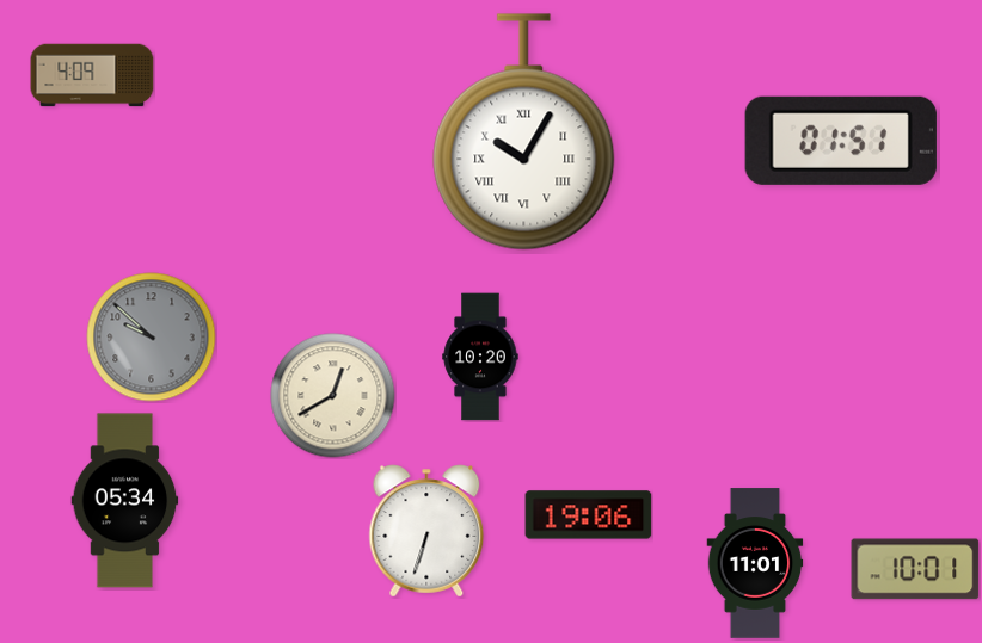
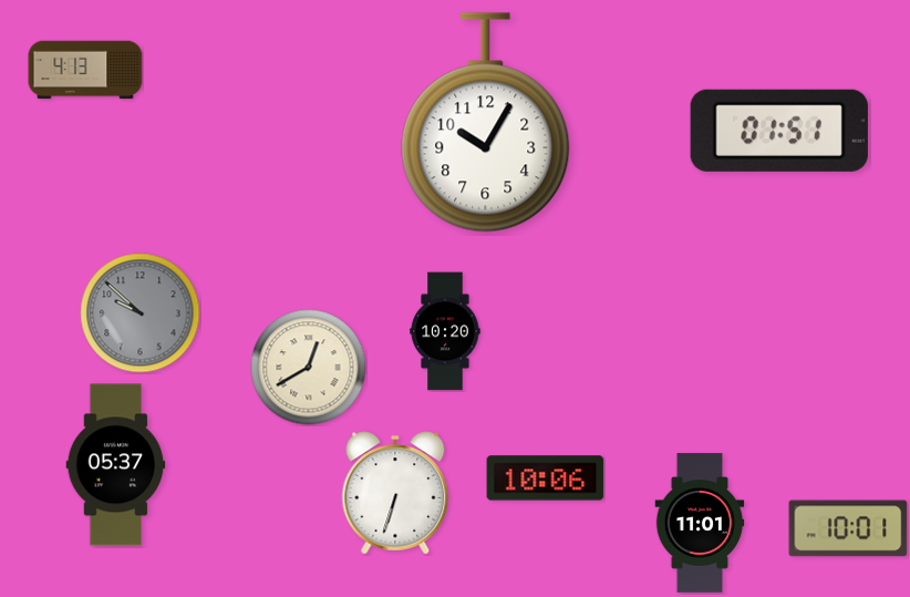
clock at (92, 75): 4:09 -> 4:13
clock at (524, 132) numerals: Roman -> Arabic
clock at (125, 501): 05:34 -> 05:37
clock at (589, 515): 19:06 -> 10:06
